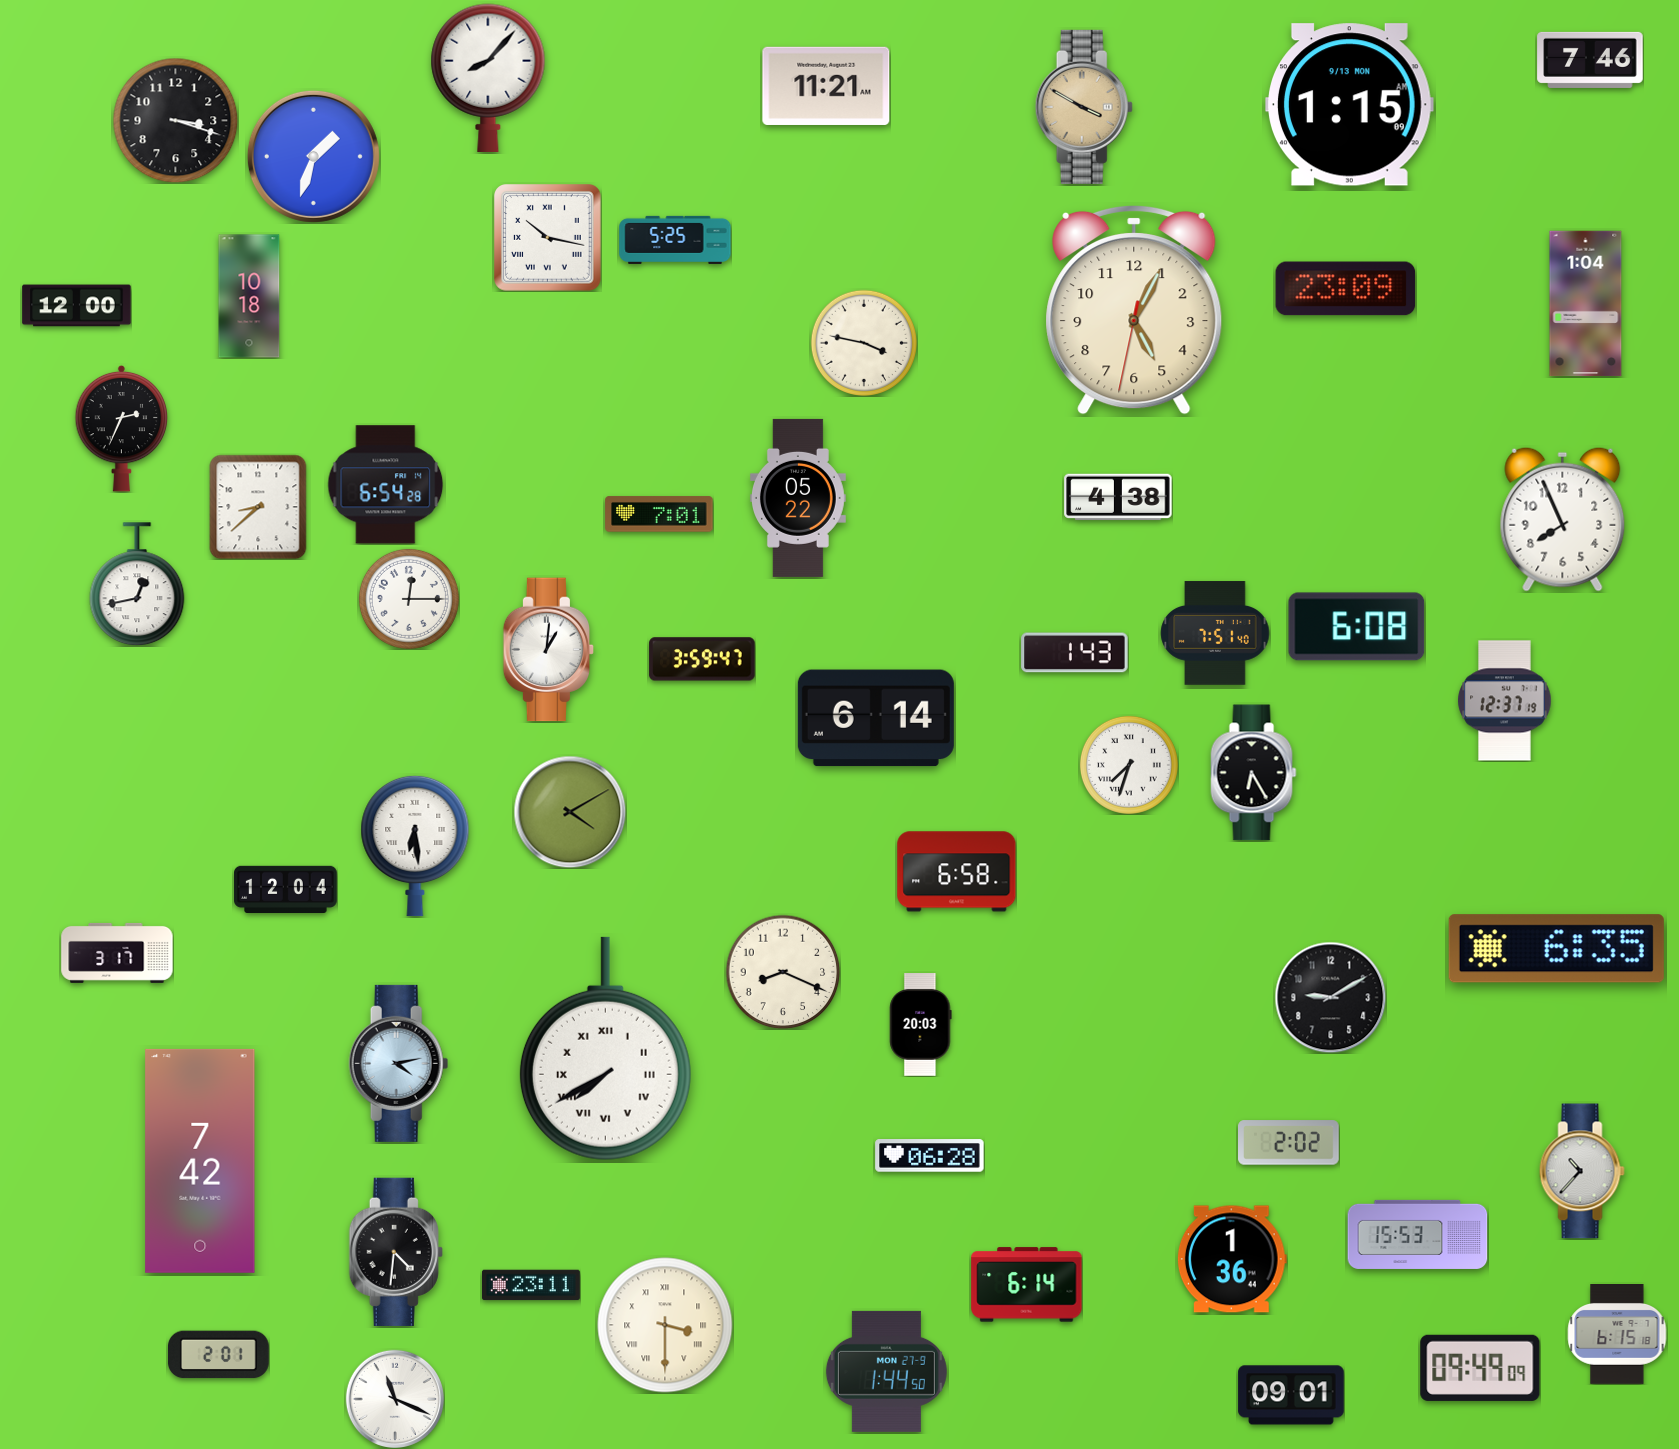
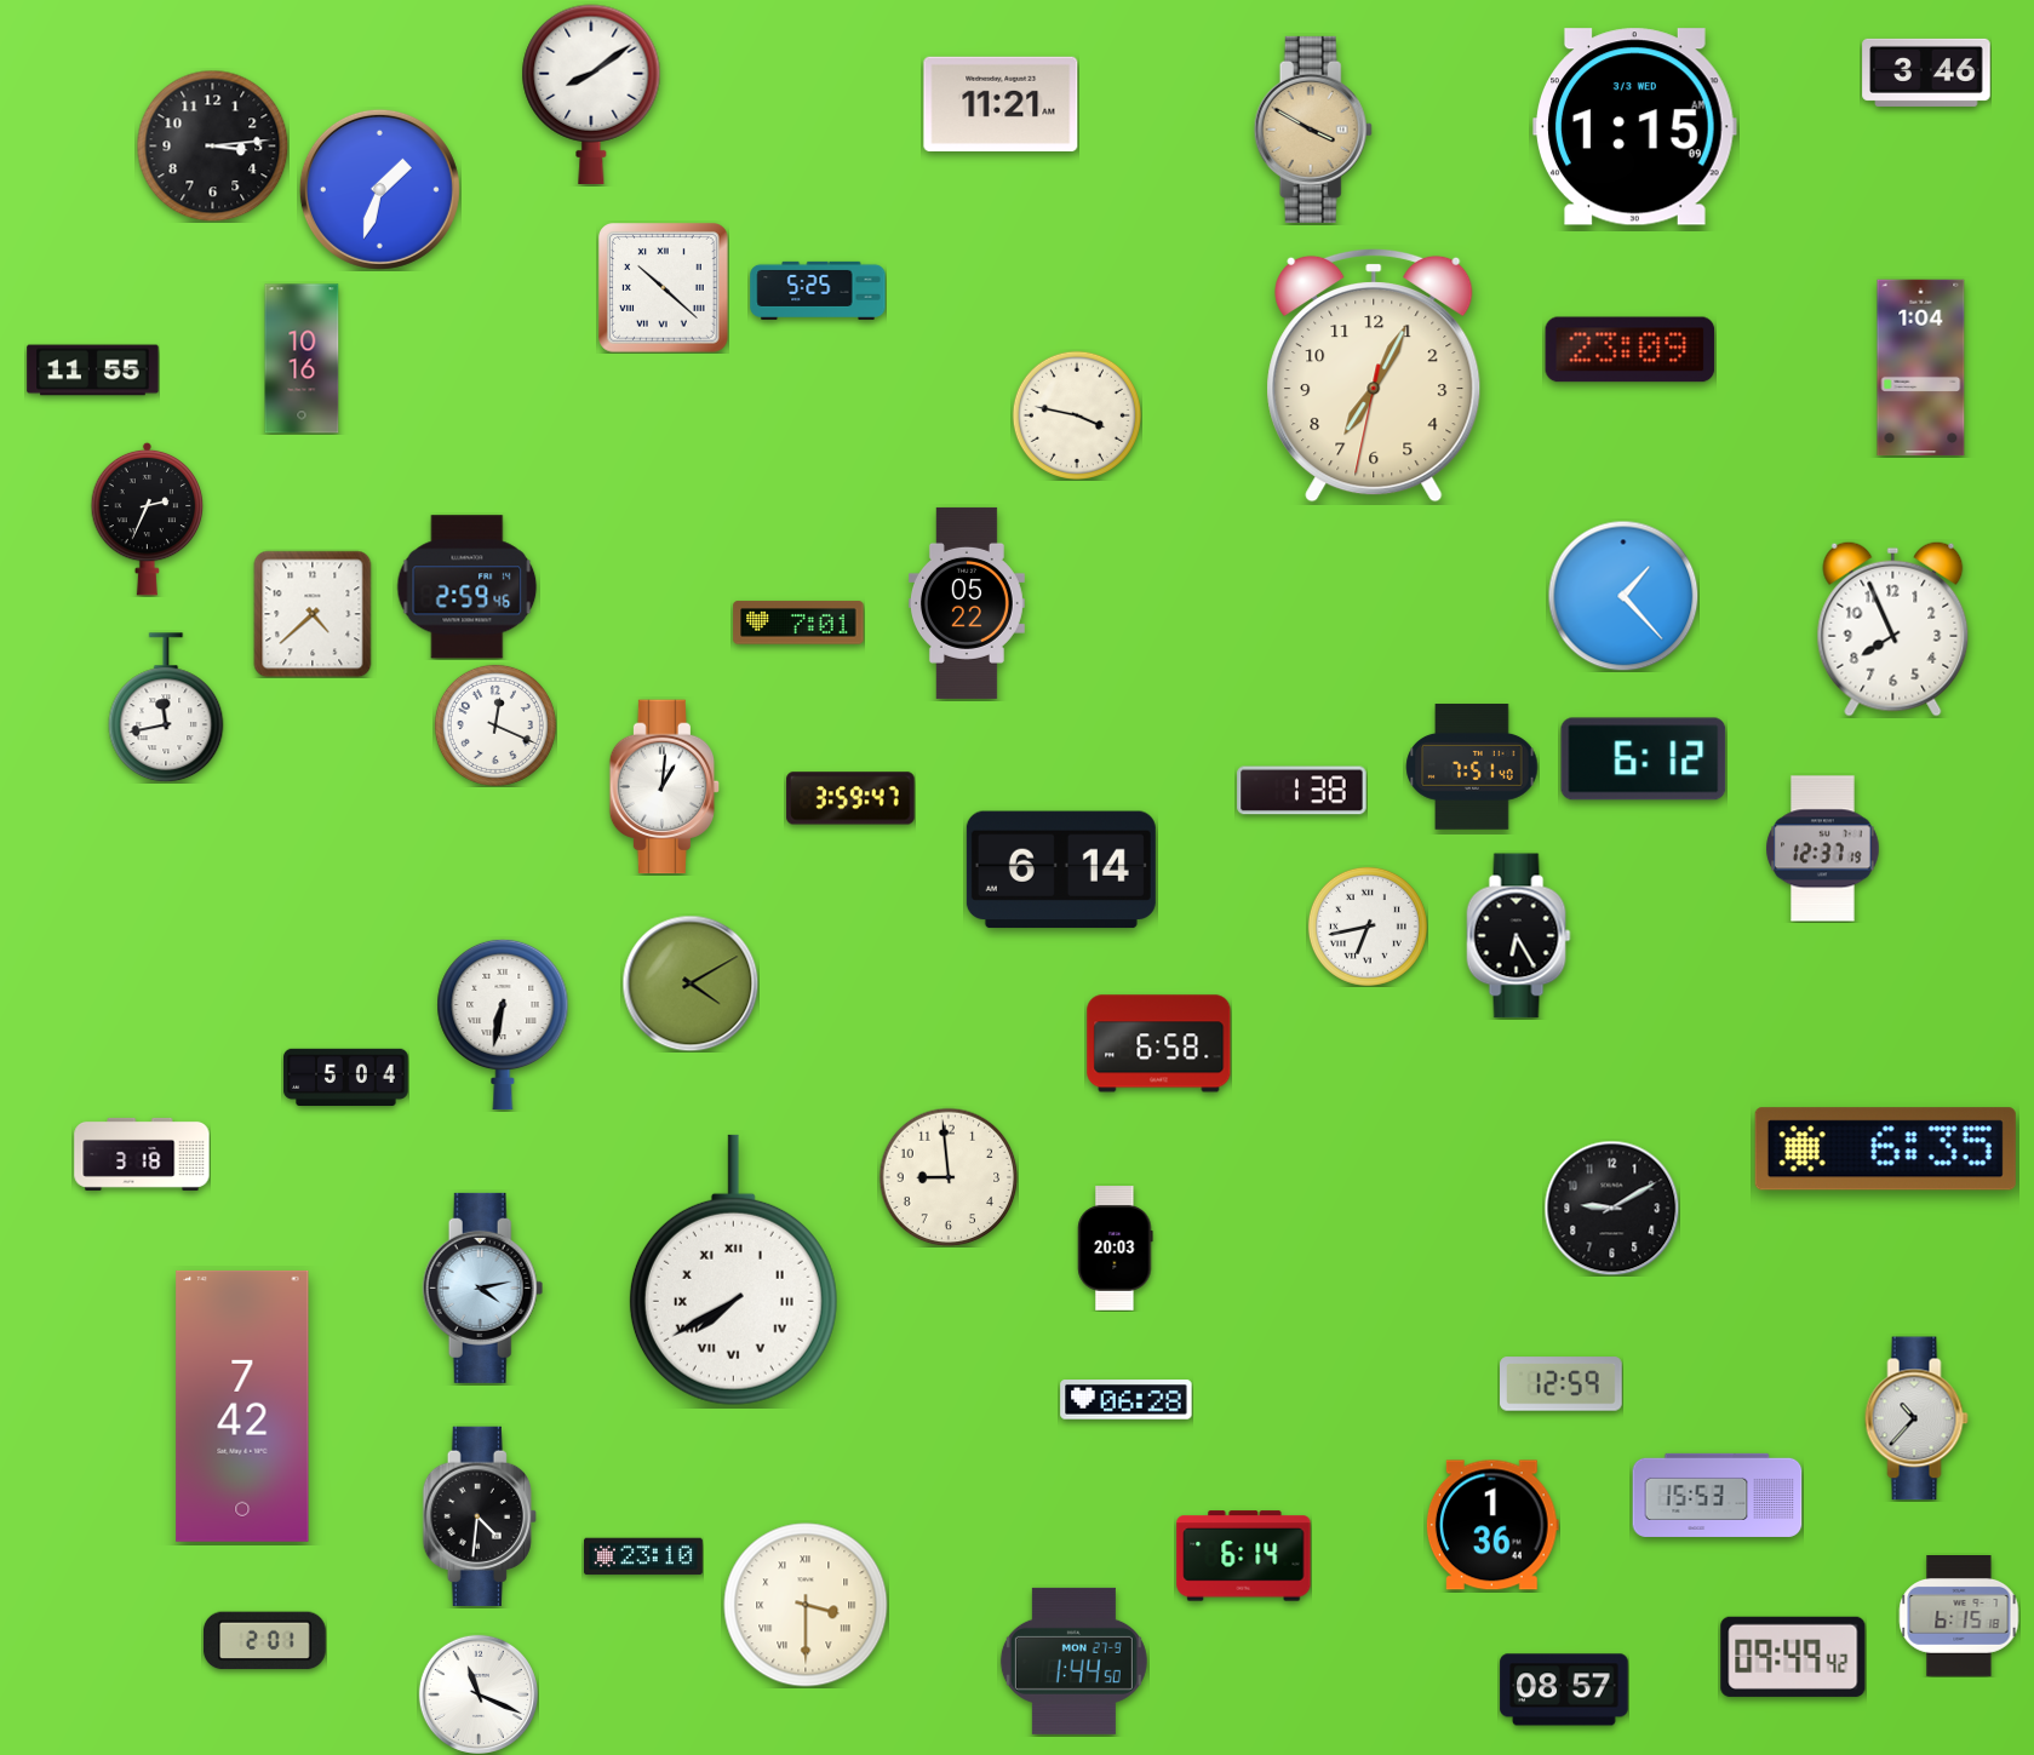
clock at (1590, 60): 7:46 -> 3:46
clock at (488, 78): 8:07 -> 8:09
clock at (1350, 105) date: 9/13 MON -> 3/3 WED
clock at (175, 120): 3:18 -> 3:14
clock at (548, 238): 10:17 -> 10:22
clock at (249, 296): 10:18 -> 10:16
clock at (77, 306): 12:00 -> 11:55
clock at (1134, 310): 5:04 -> 7:04
clock at (864, 343) position: (864, 343) -> (1077, 415)
clock at (386, 485): 6:54 -> 2:59
clock at (1623, 596): none -> 1:23
clock at (1118, 497): 4:38 -> none
clock at (258, 507): 8:38 -> 4:38
clock at (137, 584): 12:43 -> 11:43
clock at (409, 599): 12:15 -> 12:19
clock at (1357, 627): 6:08 -> 6:12
clock at (1075, 653): 1:43 -> 1:38
clock at (1129, 765): 7:33 -> 6:43
clock at (415, 846): 6:29 -> 6:32
clock at (957, 872) position: (957, 872) -> (1159, 1044)
clock at (286, 889): 12:04 -> 5:04
clock at (117, 953): 3:17 -> 3:18
clock at (783, 972): 8:19 -> 8:59
clock at (921, 1025) position: (921, 1025) -> (1116, 1249)
clock at (1289, 1143): 2:02 -> 12:59
clock at (531, 1285): 23:11 -> 23:10
clock at (1480, 1368): 09:49:09 -> 09:49:42
clock at (1291, 1395): 09:01 -> 08:57
